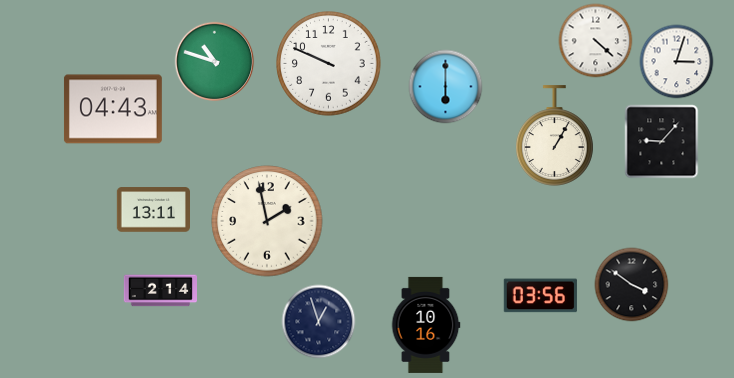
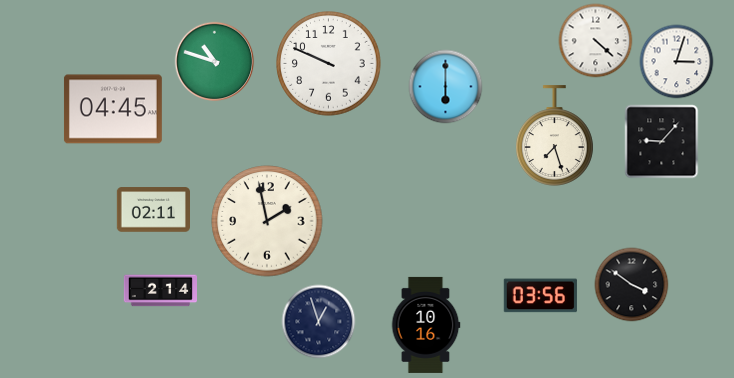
clock at (113, 109): 04:43 -> 04:45
clock at (554, 136): 1:05 -> 7:27
clock at (153, 210): 13:11 -> 02:11
